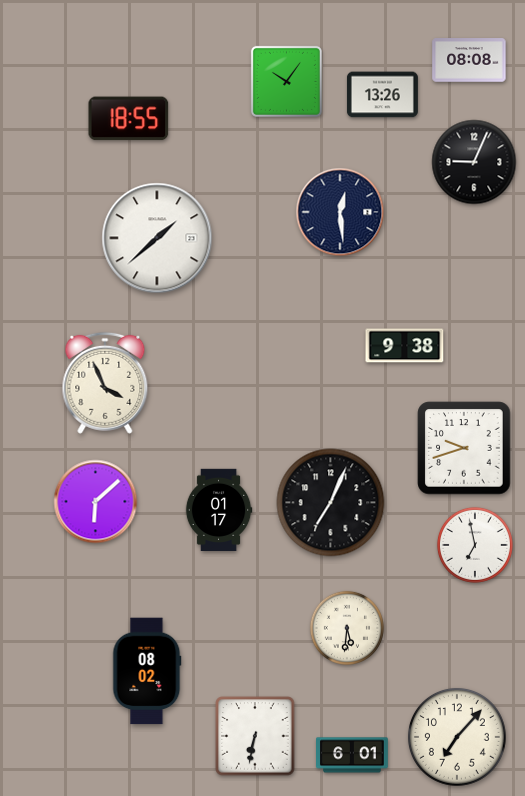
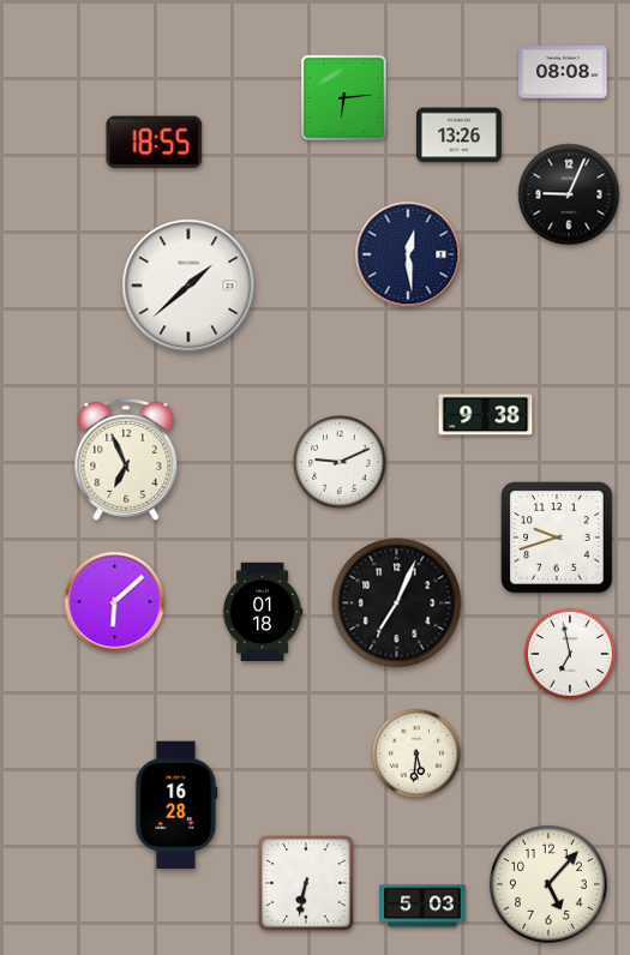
clock at (286, 81): 10:06 -> 6:14
clock at (382, 95) position: (382, 95) -> (458, 136)
clock at (105, 383): 3:56 -> 6:56
clock at (340, 462): none -> 9:11
clock at (219, 509): 01:17 -> 01:18
clock at (147, 671): 08:02 -> 16:28
clock at (457, 737): 7:07 -> 5:07
clock at (353, 755): 6:01 -> 5:03
